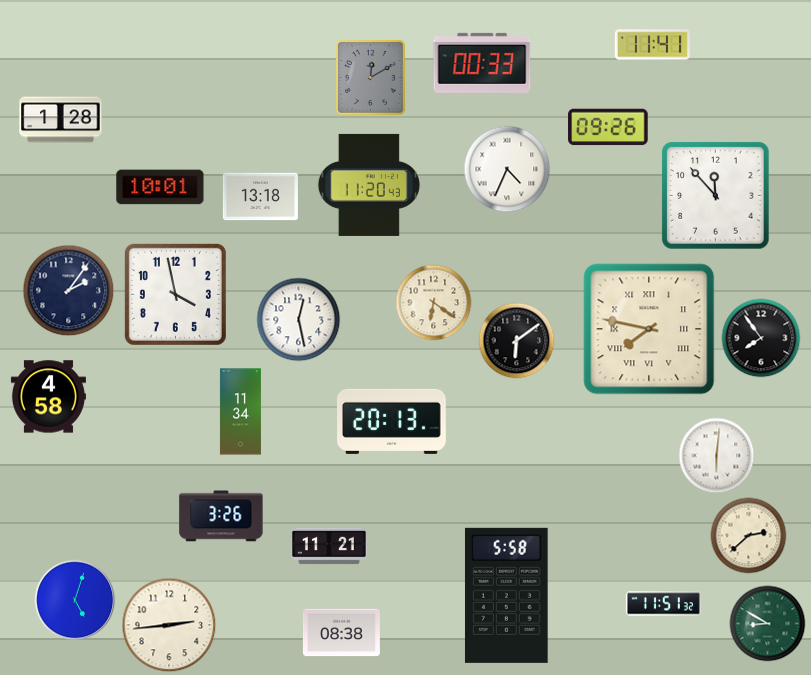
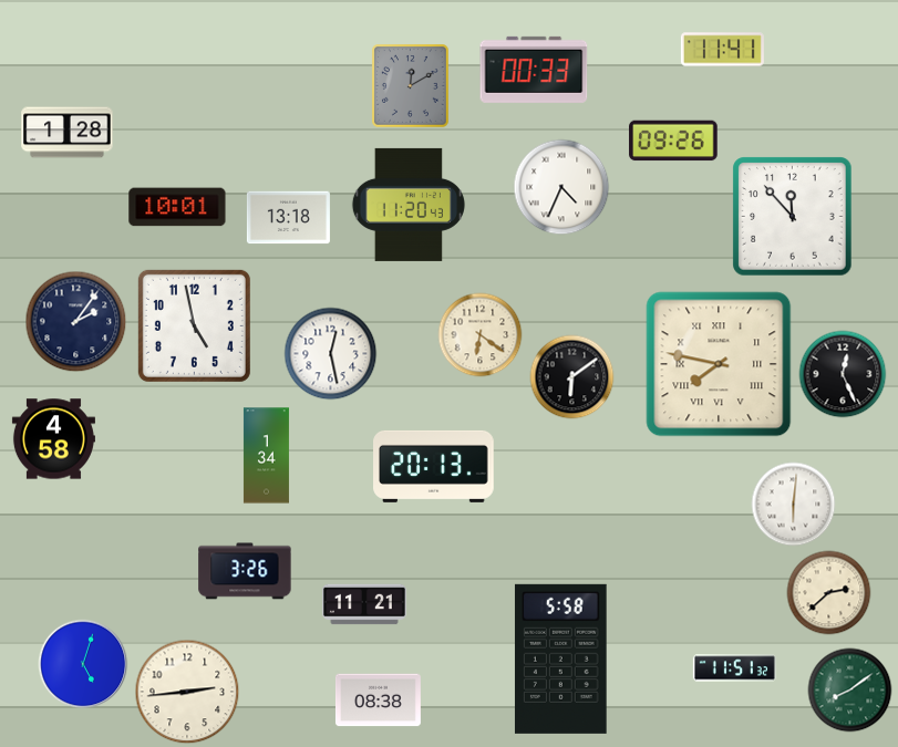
clock at (175, 294): 3:58 -> 4:58
clock at (761, 338): 7:54 -> 12:26
clock at (240, 412): 11:34 -> 1:34
clock at (768, 624): 8:50 -> 8:09
